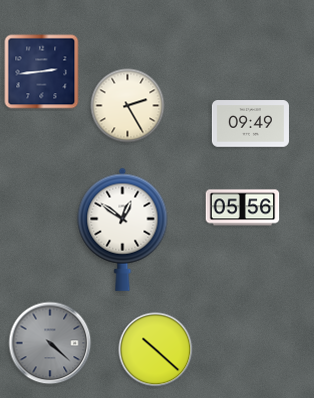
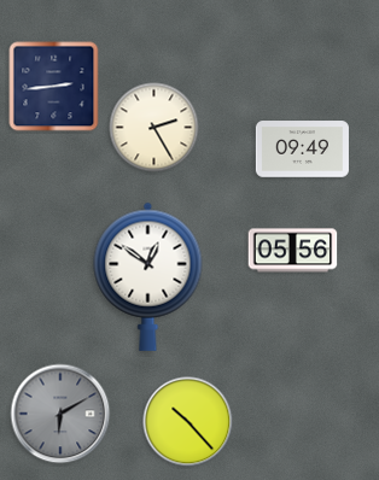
clock at (42, 72) position: (42, 72) -> (54, 87)
clock at (50, 343): 4:22 -> 6:10
clock at (156, 350): 10:22 -> 10:23
